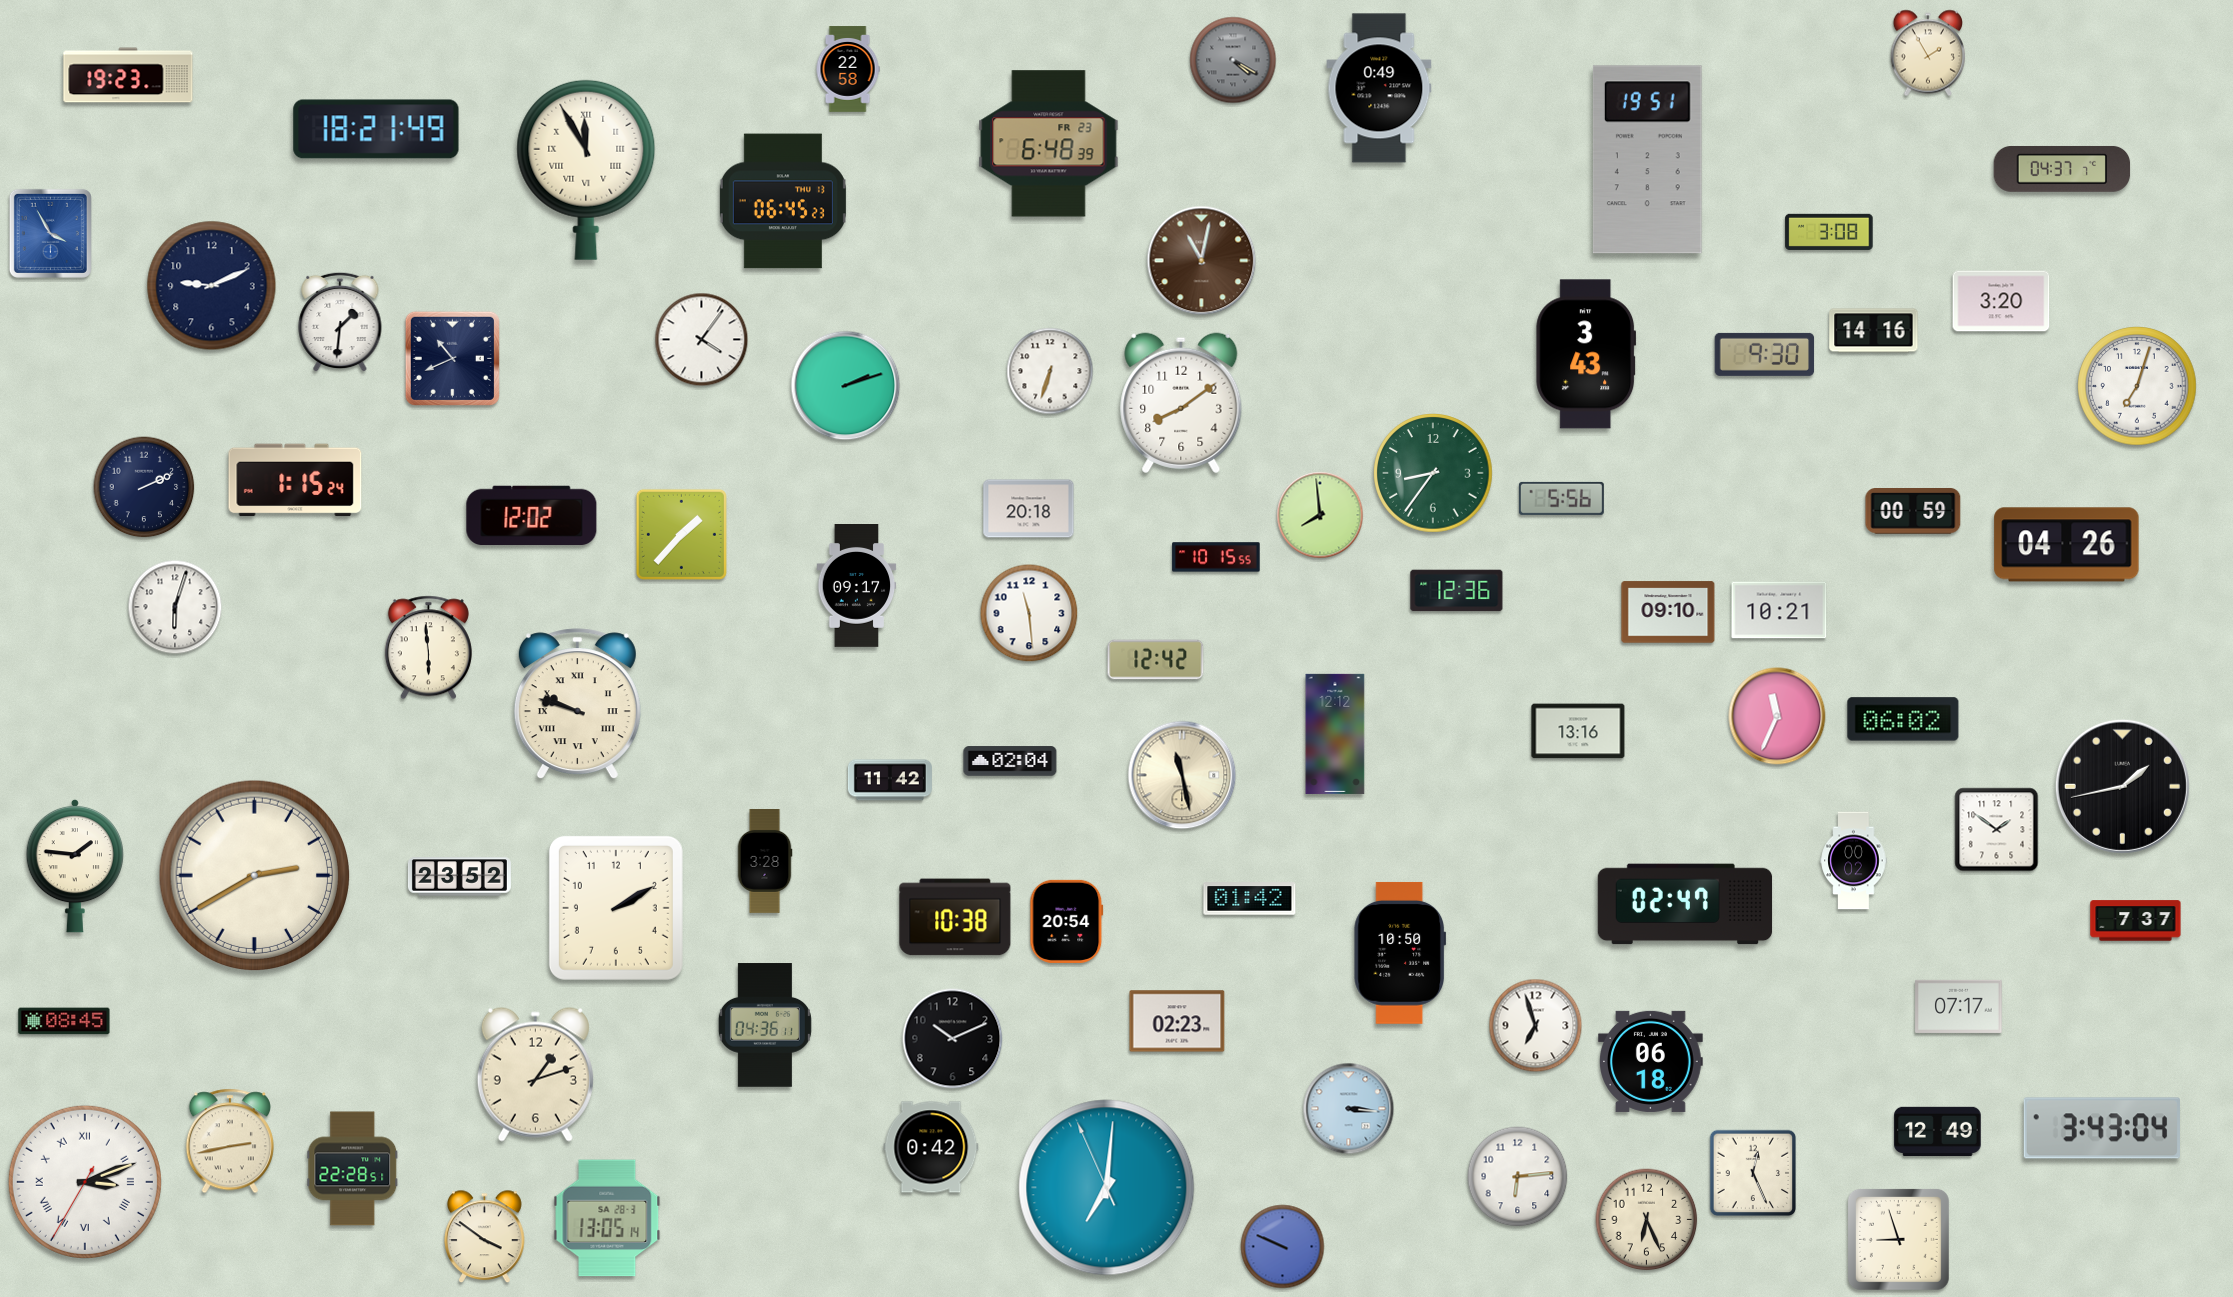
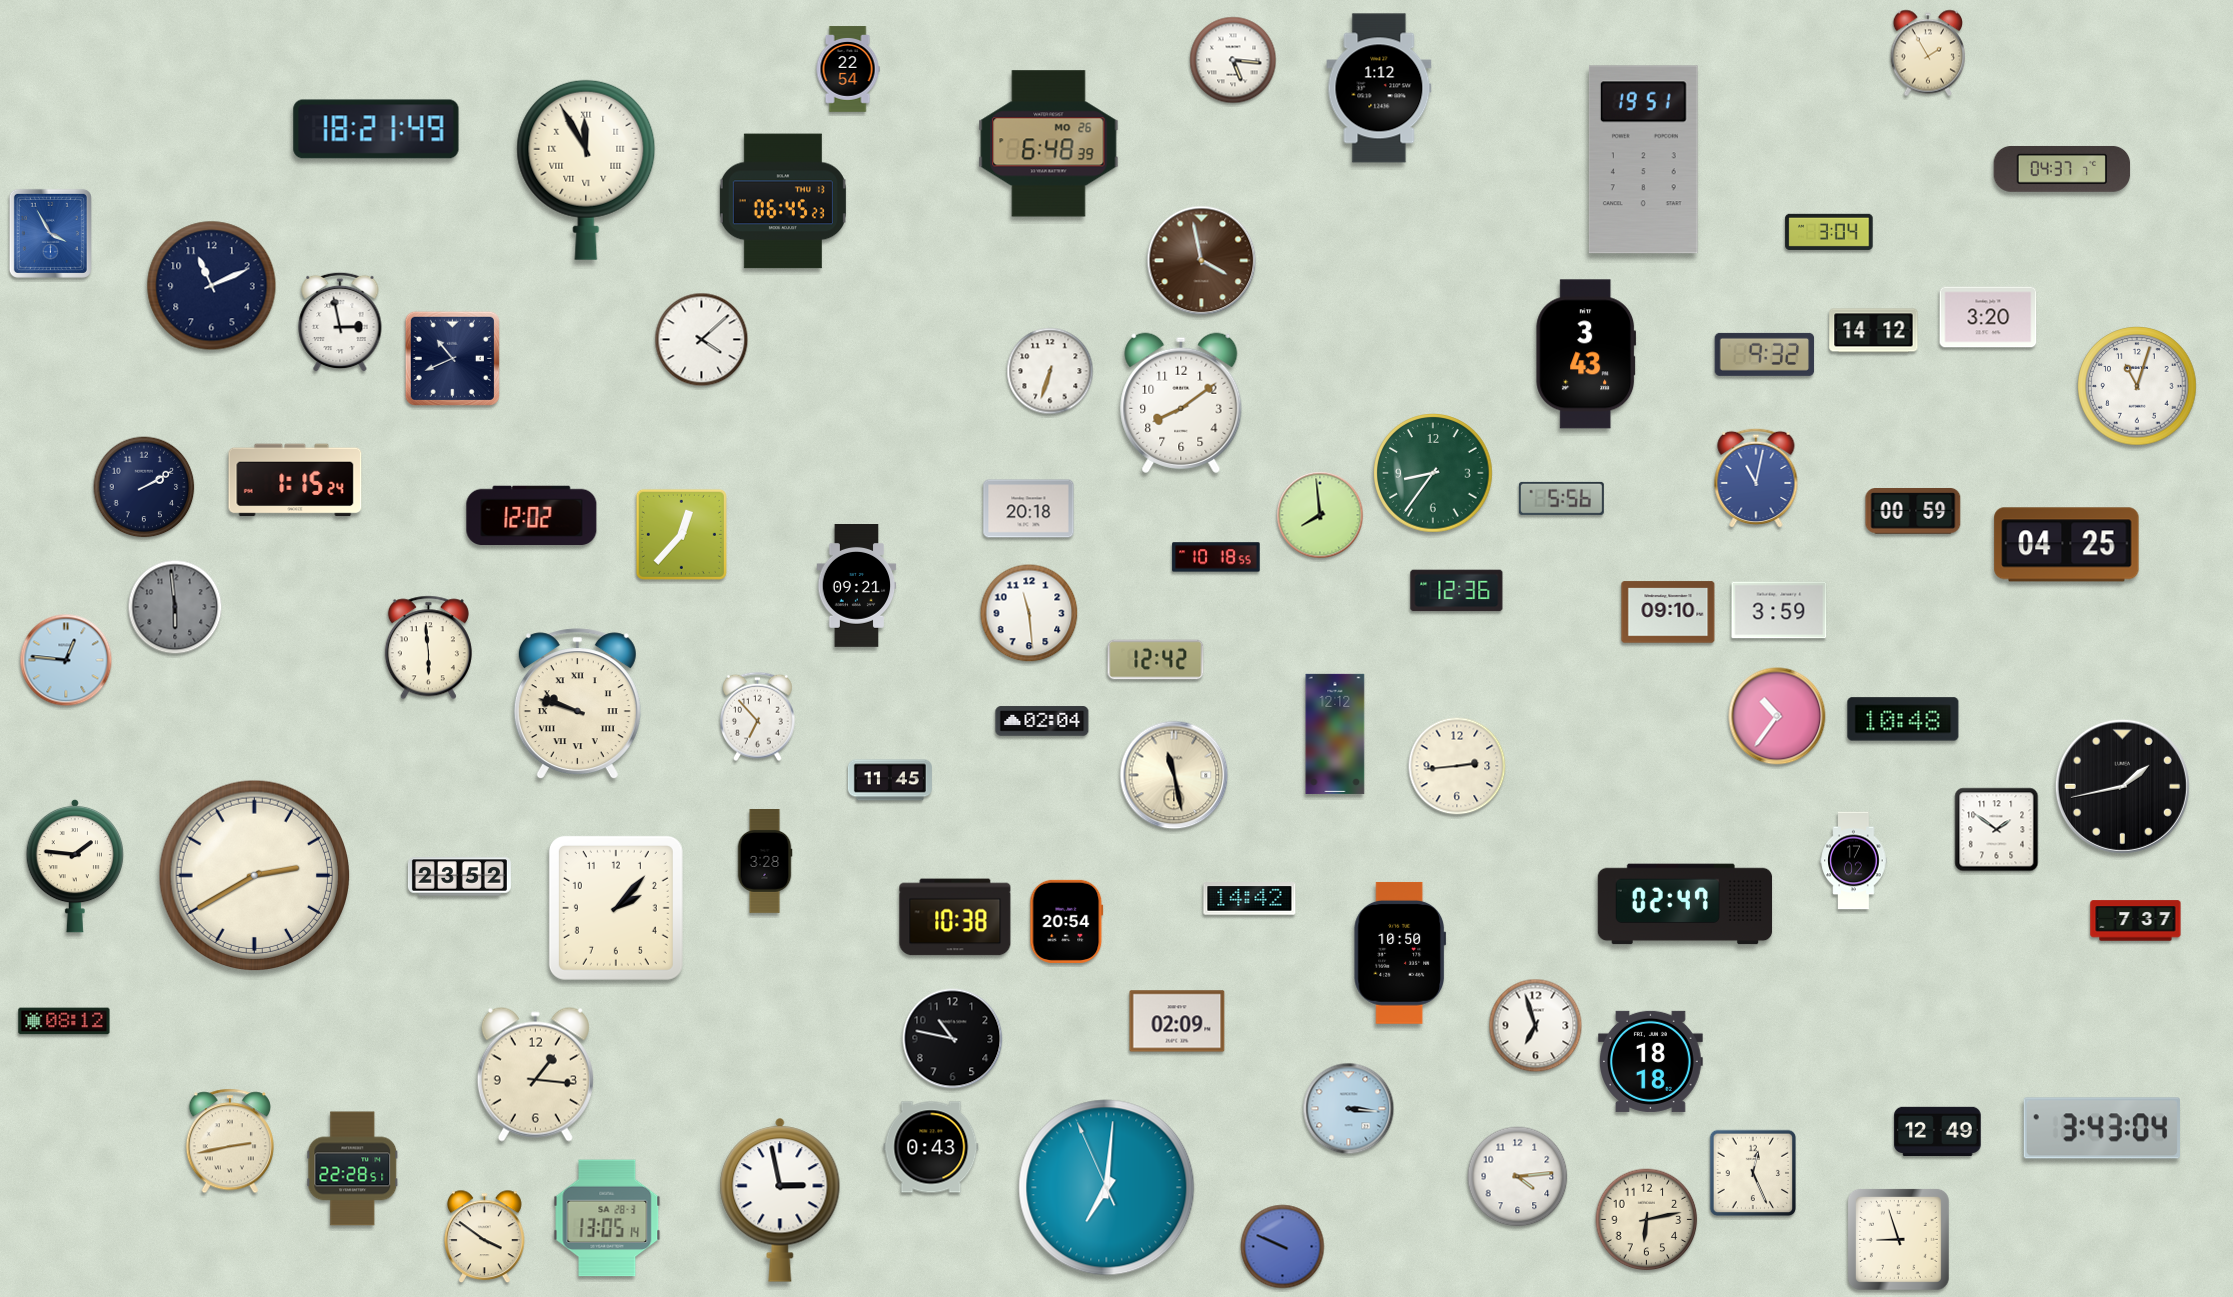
clock at (1233, 60): 4:20 -> 5:16
clock at (1233, 60) dial: grey -> white
clock at (848, 69): 22:58 -> 22:54
clock at (128, 75): 19:23 -> none
clock at (1379, 88): 0:49 -> 1:12
clock at (1049, 144) date: FR 23 -> MO 26
clock at (1647, 160) position: (1647, 160) -> (1643, 160)
clock at (1829, 232): 3:08 -> 3:04
clock at (1202, 261): 11:02 -> 3:58
clock at (212, 286): 9:11 -> 11:11
clock at (2001, 301) position: (2001, 301) -> (1988, 317)
clock at (340, 322): 1:31 -> 2:58
clock at (1874, 331): 14:16 -> 14:12
clock at (702, 340): 4:06 -> 4:08
clock at (1765, 354): 9:30 -> 9:32
clock at (846, 386): 2:12 -> none
clock at (2137, 386): 7:03 -> 11:03
clock at (1756, 478): none -> 11:02
clock at (144, 487): 2:11 -> 2:10
clock at (681, 534): 1:37 -> 12:37
clock at (2067, 545): 04:26 -> 04:25
clock at (1216, 557): 10:15 -> 10:18
clock at (857, 586): 09:17 -> 09:21
clock at (175, 607): 6:03 -> 5:59
clock at (175, 607) dial: white -> grey
clock at (1779, 610): 10:21 -> 3:59
clock at (66, 660): none -> 12:46
clock at (1777, 716): 11:34 -> 10:36
clock at (758, 717): none -> 6:53
clock at (1903, 719): 06:02 -> 10:48
clock at (1578, 731): 13:16 -> none
clock at (1010, 761) position: (1010, 761) -> (1042, 721)
clock at (1457, 766): none -> 2:44
clock at (1182, 775) position: (1182, 775) -> (1174, 775)
clock at (890, 780): 11:42 -> 11:45
clock at (1854, 861): 00:02 -> 17:02
clock at (1250, 899): 01:42 -> 14:42
clock at (616, 908): 2:10 -> 2:07
clock at (1959, 1006): 07:17 -> none
clock at (64, 1021): 08:45 -> 08:12
clock at (1177, 1021): 02:23 -> 02:09
clock at (765, 1025): 04:36 -> none
clock at (953, 1039): 10:11 -> 10:47
clock at (1651, 1061): 06:18 -> 18:18
clock at (535, 1074): 1:12 -> 1:16
clock at (931, 1147): 0:42 -> 0:43
clock at (1518, 1177): 6:14 -> 4:14
clock at (85, 1182): 3:11 -> none
clock at (780, 1200): none -> 2:58
clock at (1647, 1220): 6:26 -> 6:13
